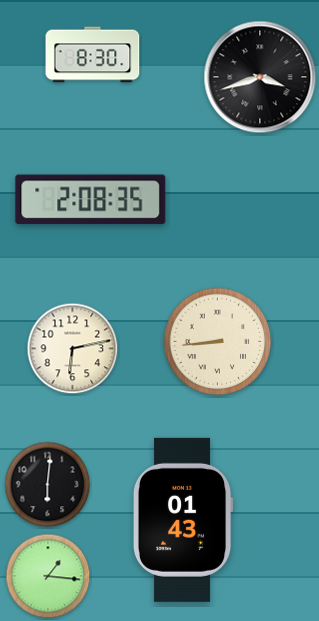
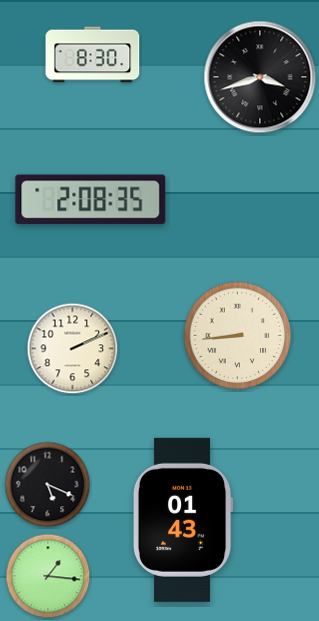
clock at (218, 342) position: (218, 342) -> (238, 336)
clock at (73, 349): 6:13 -> 2:11
clock at (48, 485): 6:01 -> 5:19
